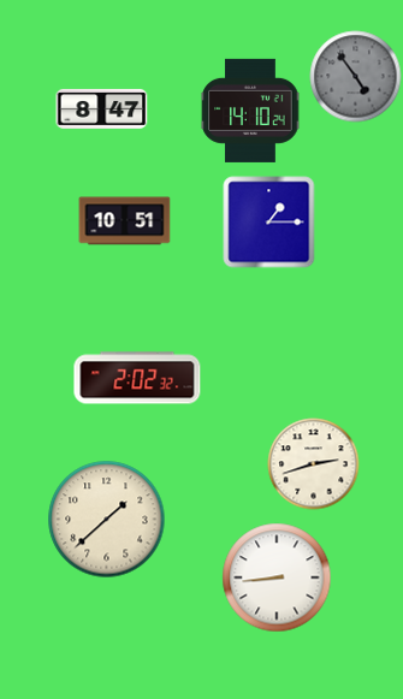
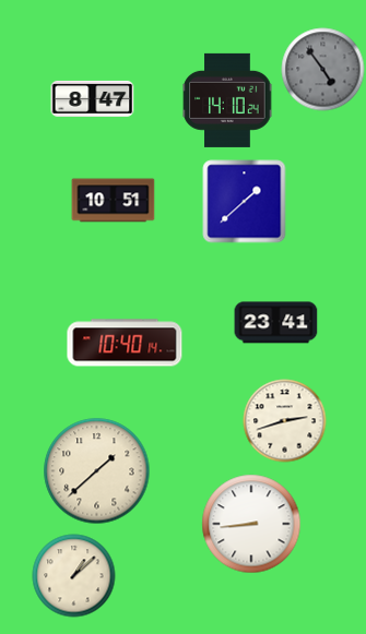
clock at (269, 223): 1:15 -> 1:38
clock at (276, 323): none -> 23:41
clock at (137, 378): 2:02 -> 10:40
clock at (74, 576): none -> 1:08
